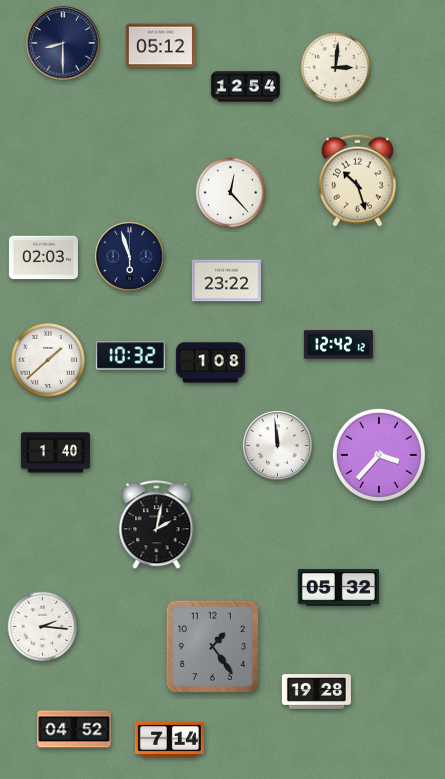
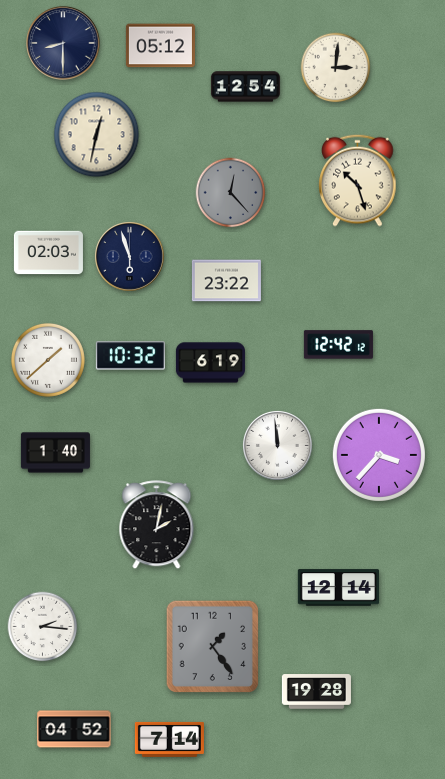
clock at (97, 135): none -> 12:32
clock at (231, 193) dial: white -> grey
clock at (43, 258) position: (43, 258) -> (48, 253)
clock at (210, 363): 1:08 -> 6:19
clock at (338, 588): 05:32 -> 12:14
